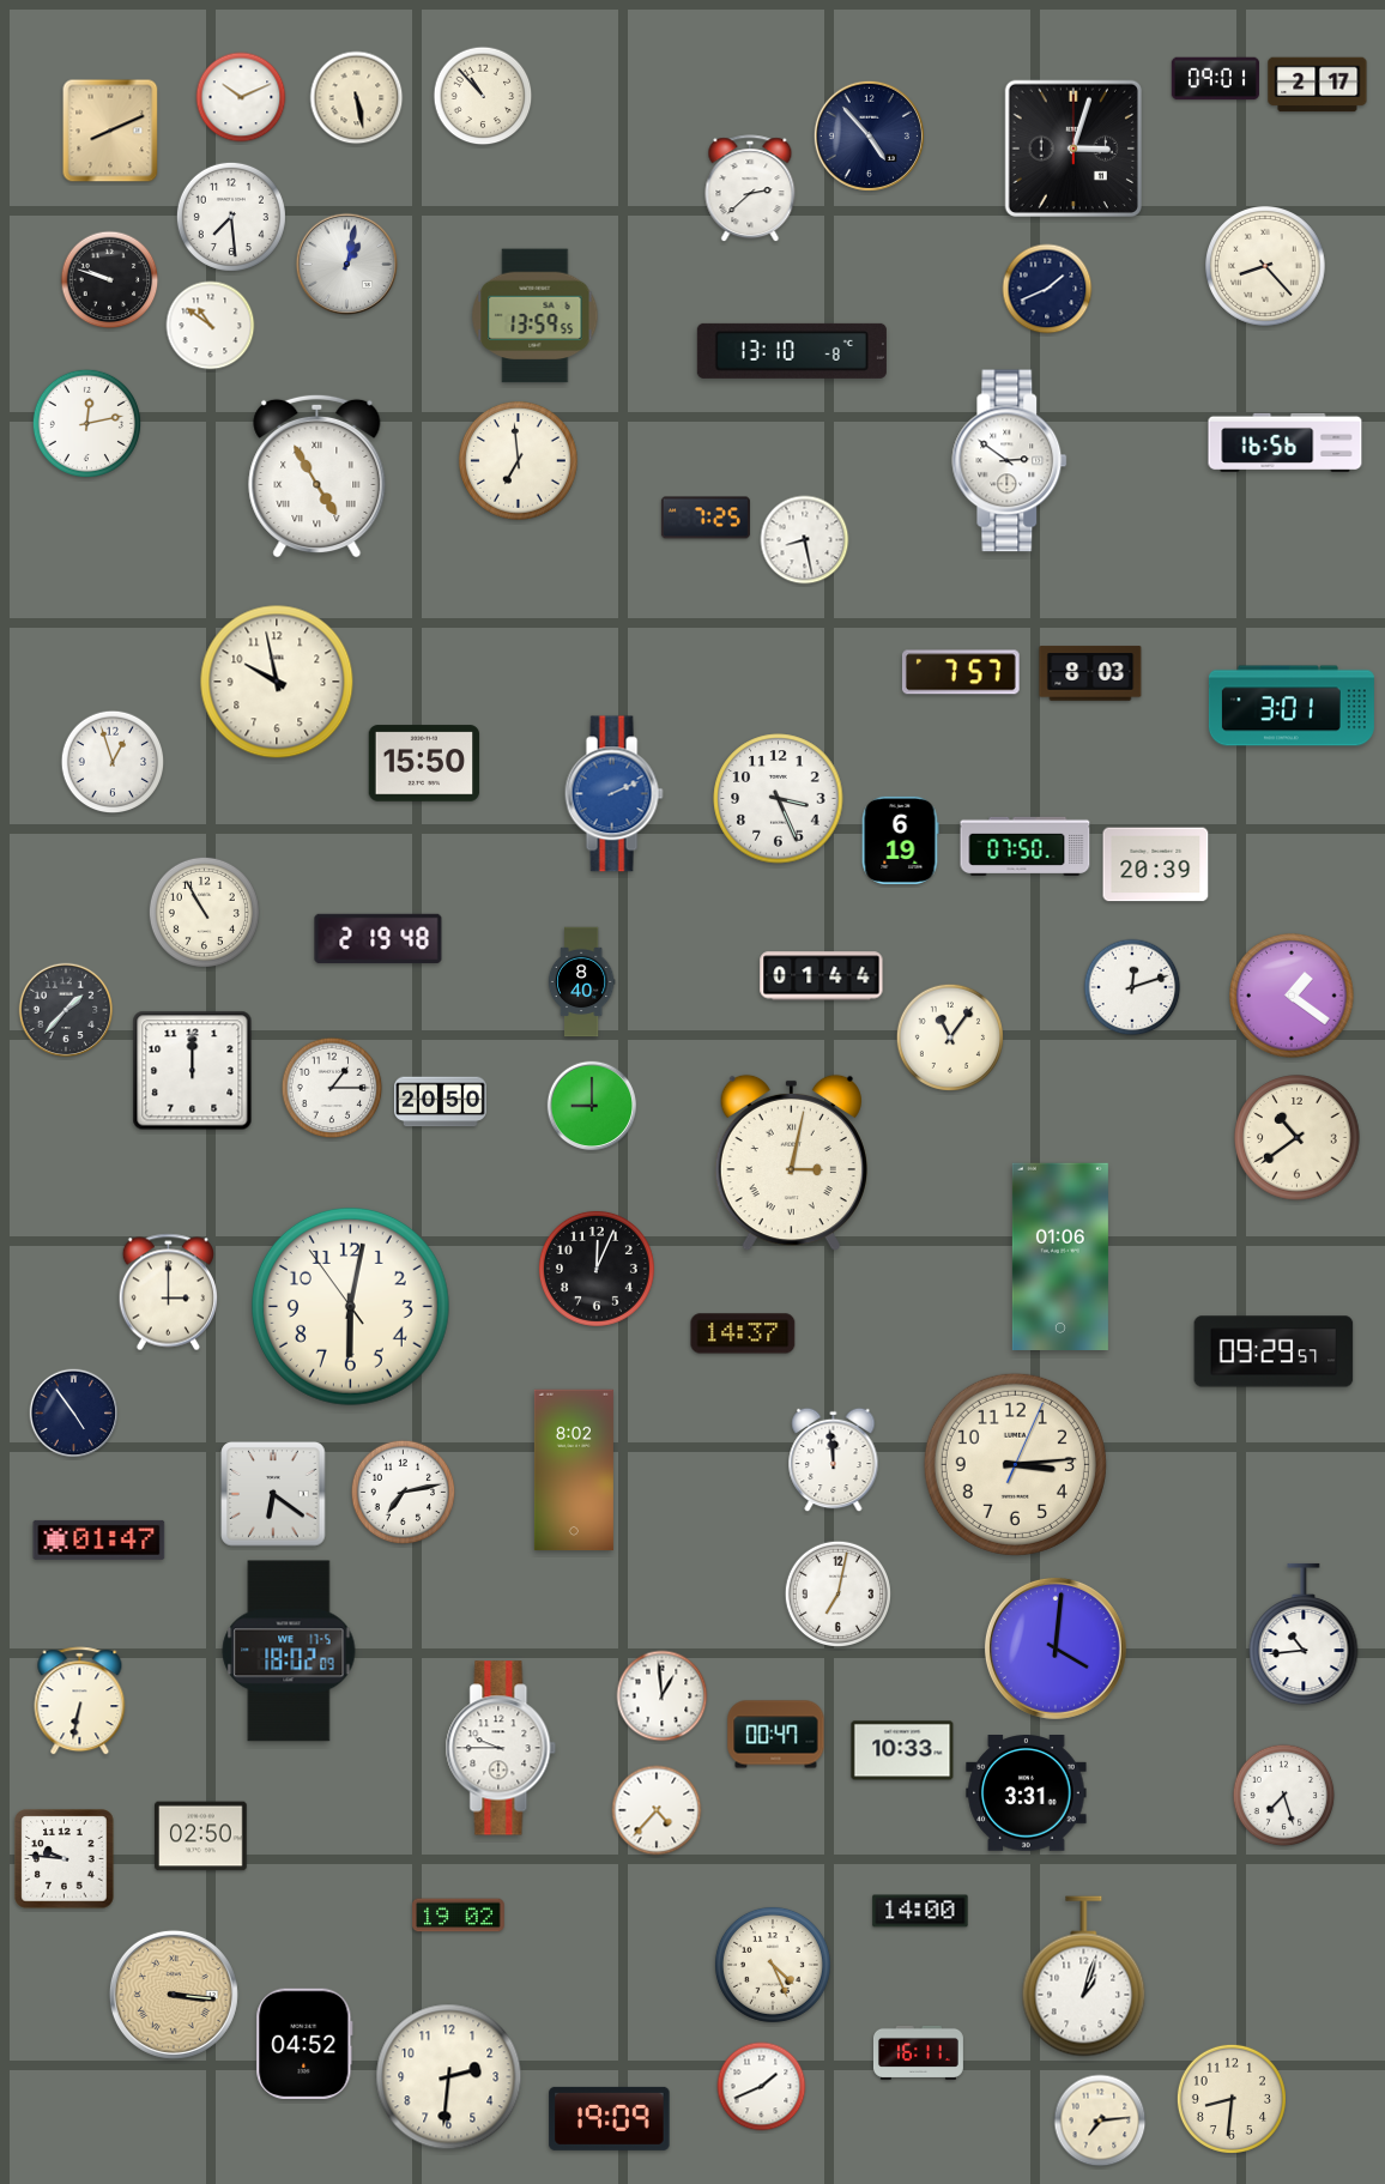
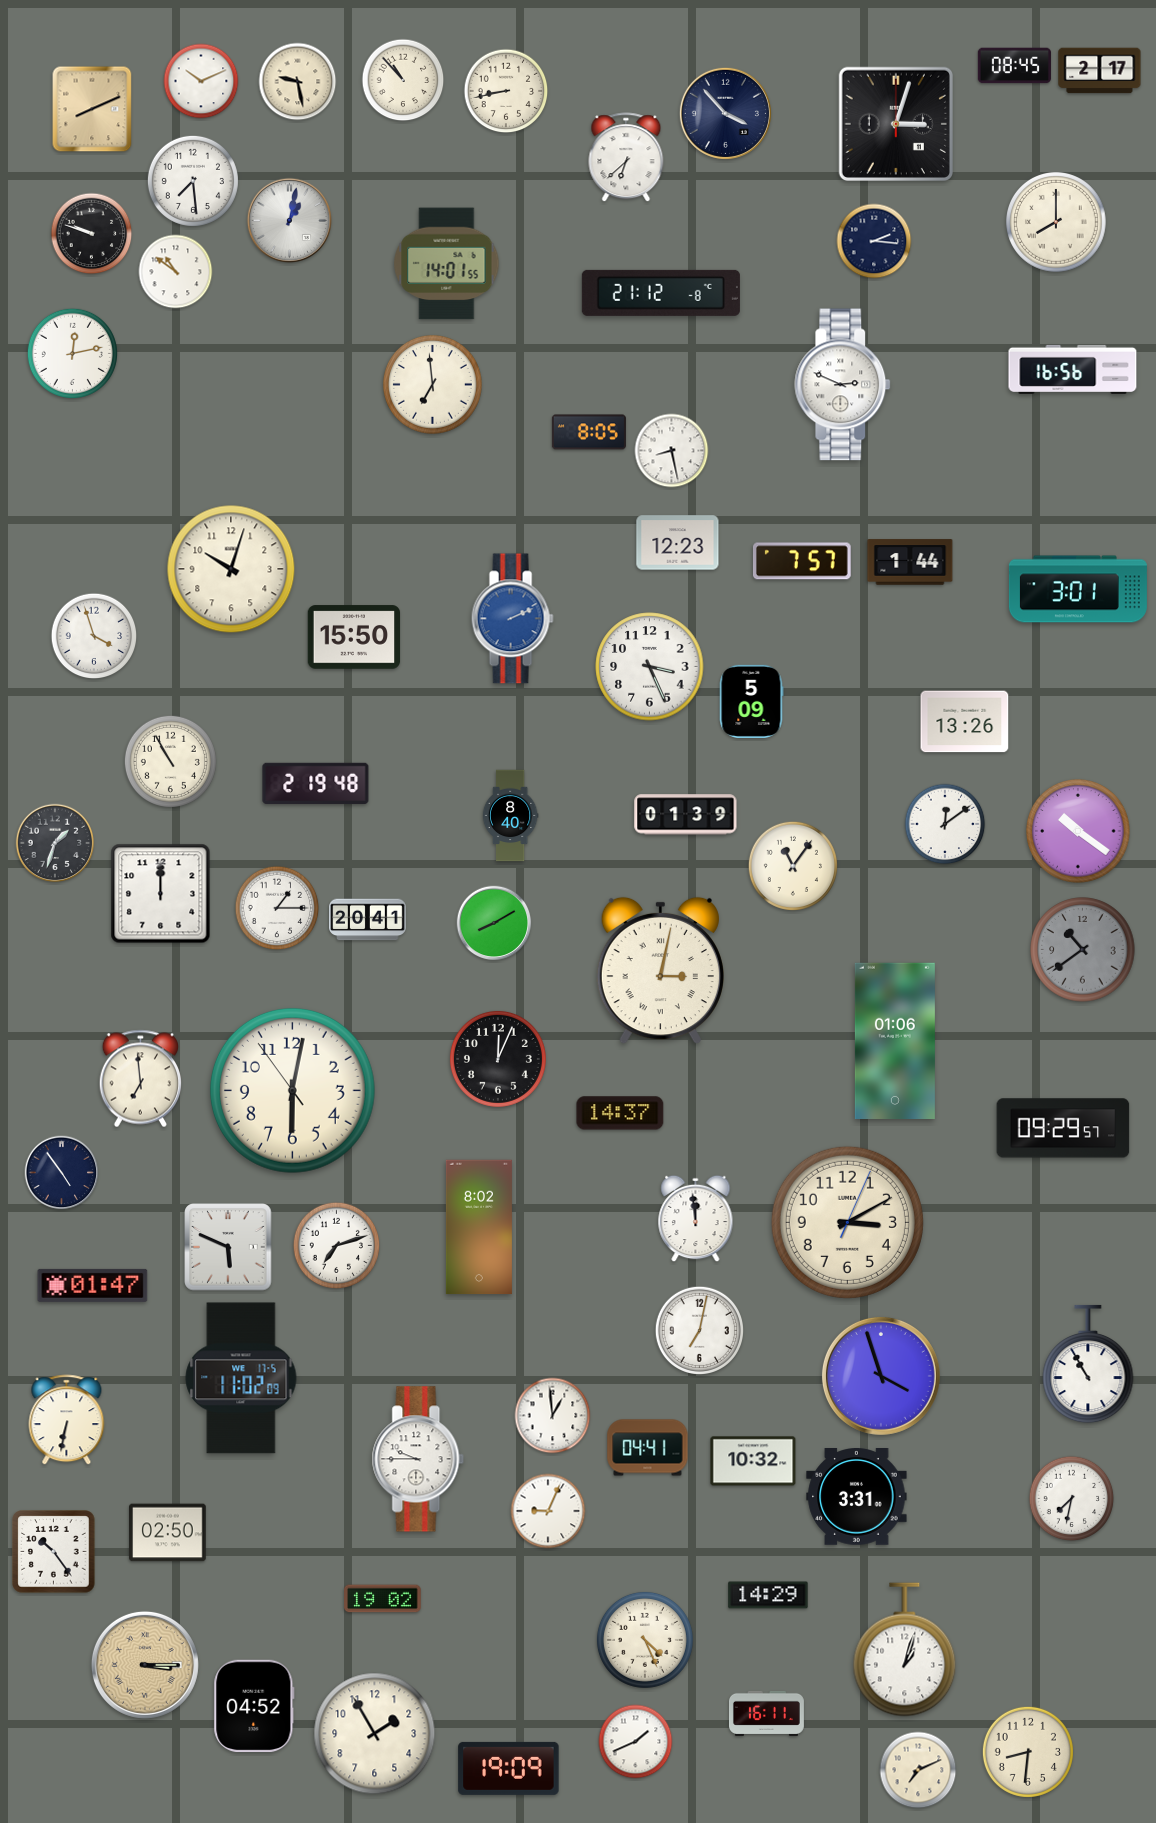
clock at (1215, 79): 09:01 -> 08:45
clock at (357, 98): 5:28 -> 9:28
clock at (506, 91): none -> 8:43
clock at (869, 135): 4:53 -> 3:53
clock at (750, 189): 2:38 -> 6:38
clock at (1266, 267): 8:23 -> 8:00
clock at (1047, 289): 1:41 -> 2:16
clock at (536, 316): 13:59 -> 14:01
clock at (792, 351): 13:10 -> 21:12
clock at (1010, 461): 2:51 -> 2:49
clock at (317, 476): 4:55 -> none
clock at (706, 518): 7:25 -> 8:05
clock at (678, 543): none -> 12:23
clock at (1090, 673): 8:03 -> 1:44
clock at (277, 682): 9:58 -> 10:03
clock at (113, 762): 12:57 -> 3:57
clock at (613, 794) position: (613, 794) -> (512, 619)
clock at (900, 840): 6:19 -> 5:09
clock at (1026, 846): 07:50 -> none
clock at (1156, 865): 20:39 -> 13:26
clock at (822, 976): 01:44 -> 01:39
clock at (581, 982) position: (581, 982) -> (510, 816)
clock at (1132, 987): 12:12 -> 12:09
clock at (1292, 996): 1:21 -> 10:21
clock at (66, 1010): 1:37 -> 1:33
clock at (441, 1102): 20:50 -> 20:41
clock at (592, 1106): 9:00 -> 8:10
clock at (1298, 1138) dial: cream -> grey
clock at (1060, 1256) position: (1060, 1256) -> (895, 1040)
clock at (168, 1293): 3:00 -> 6:59
clock at (74, 1414) position: (74, 1414) -> (62, 1173)
clock at (1015, 1464): 3:14 -> 3:10
clock at (404, 1493): 7:13 -> 7:12
clock at (273, 1494): 6:21 -> 5:49
clock at (99, 1539) position: (99, 1539) -> (93, 1285)
clock at (1304, 1634): 10:44 -> 10:55
clock at (1056, 1648): 4:01 -> 3:57
clock at (289, 1651): 18:02 -> 11:02
clock at (776, 1735): 00:47 -> 04:41
clock at (902, 1750): 10:33 -> 10:32
clock at (1284, 1796): 7:27 -> 7:32
clock at (657, 1810): 4:37 -> 9:04
clock at (65, 1859): 9:46 -> 10:24
clock at (920, 1911): 14:00 -> 14:29
clock at (174, 1995): 3:16 -> 3:15
clock at (449, 2077): 2:31 -> 1:55
clock at (1100, 2121): 7:14 -> 7:11
